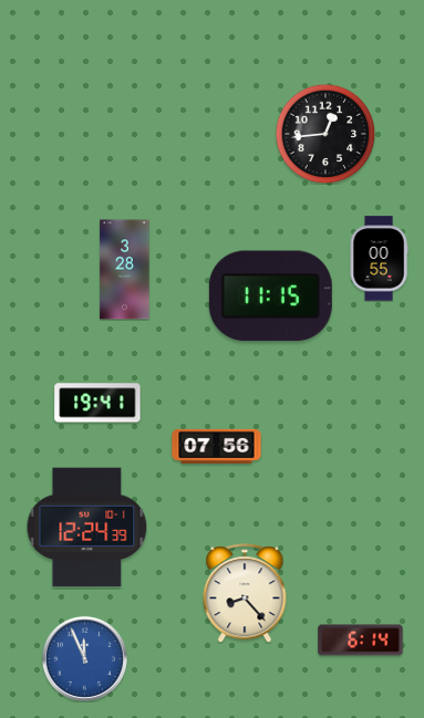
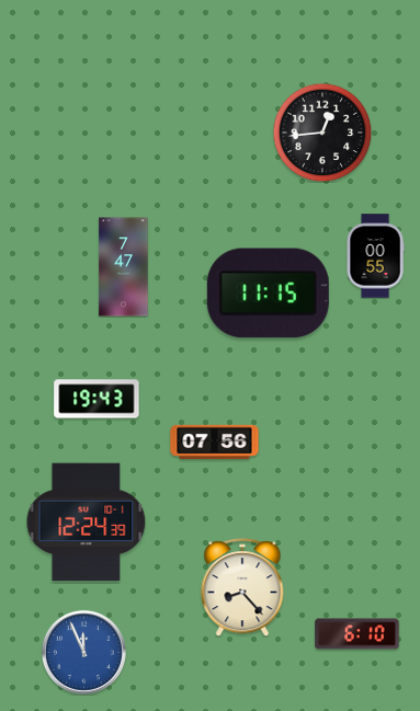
clock at (125, 270): 3:28 -> 7:47
clock at (97, 403): 19:41 -> 19:43
clock at (361, 641): 6:14 -> 6:10
